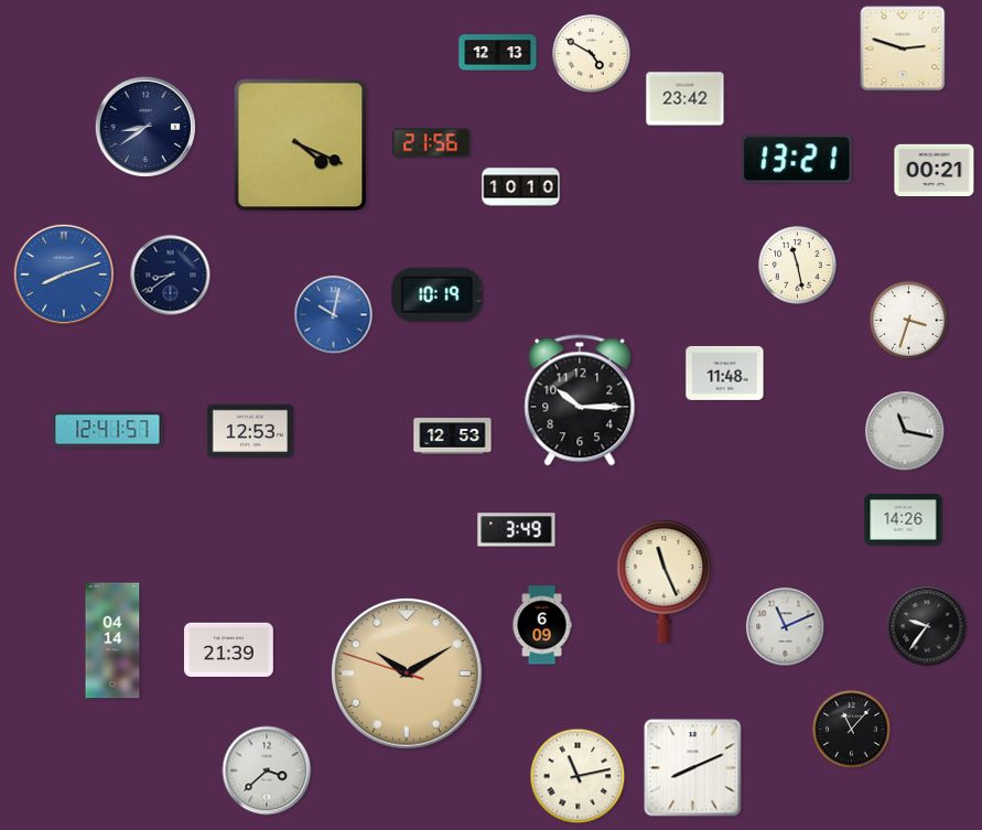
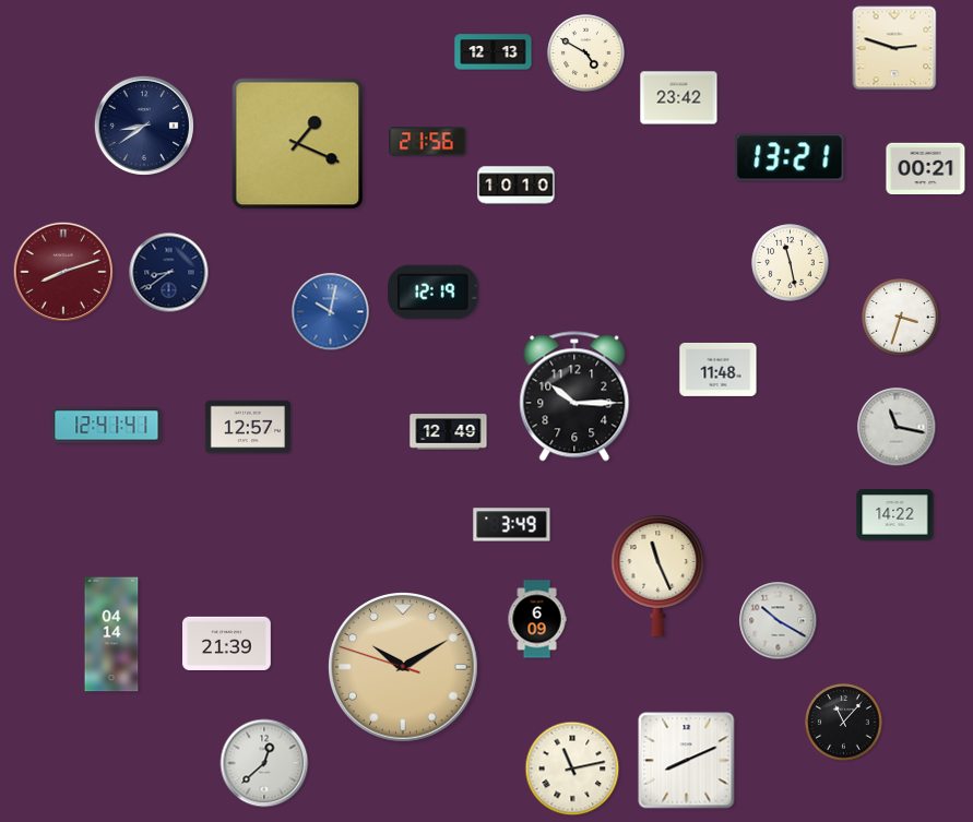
clock at (301, 145): 4:19 -> 1:19
clock at (64, 274) dial: blue -> burgundy
clock at (438, 294): 10:19 -> 12:19
clock at (108, 430): 12:41:57 -> 12:41:41
clock at (249, 431): 12:53 -> 12:57
clock at (453, 436): 12:53 -> 12:49
clock at (904, 520): 14:26 -> 14:22
clock at (927, 626): 9:36 -> none
clock at (786, 627): 11:11 -> 10:20
clock at (267, 770): 3:38 -> 12:38
